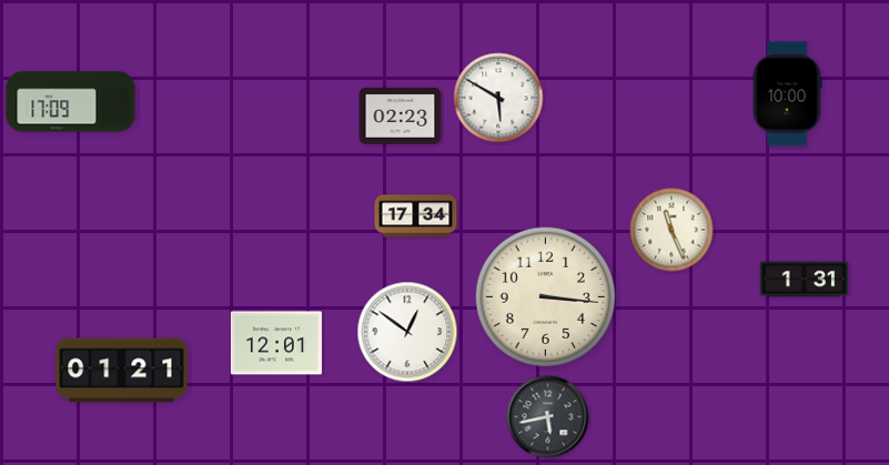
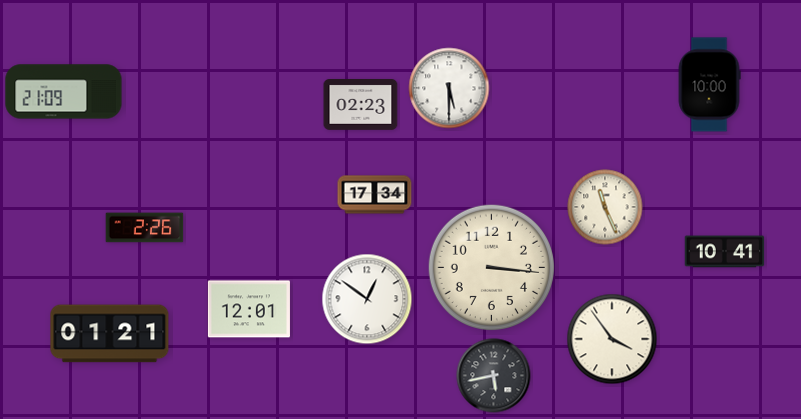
clock at (498, 98): 5:50 -> 5:30
clock at (71, 102): 17:09 -> 21:09
clock at (145, 228): none -> 2:26
clock at (805, 280): 1:31 -> 10:41
clock at (612, 339): none -> 3:54
